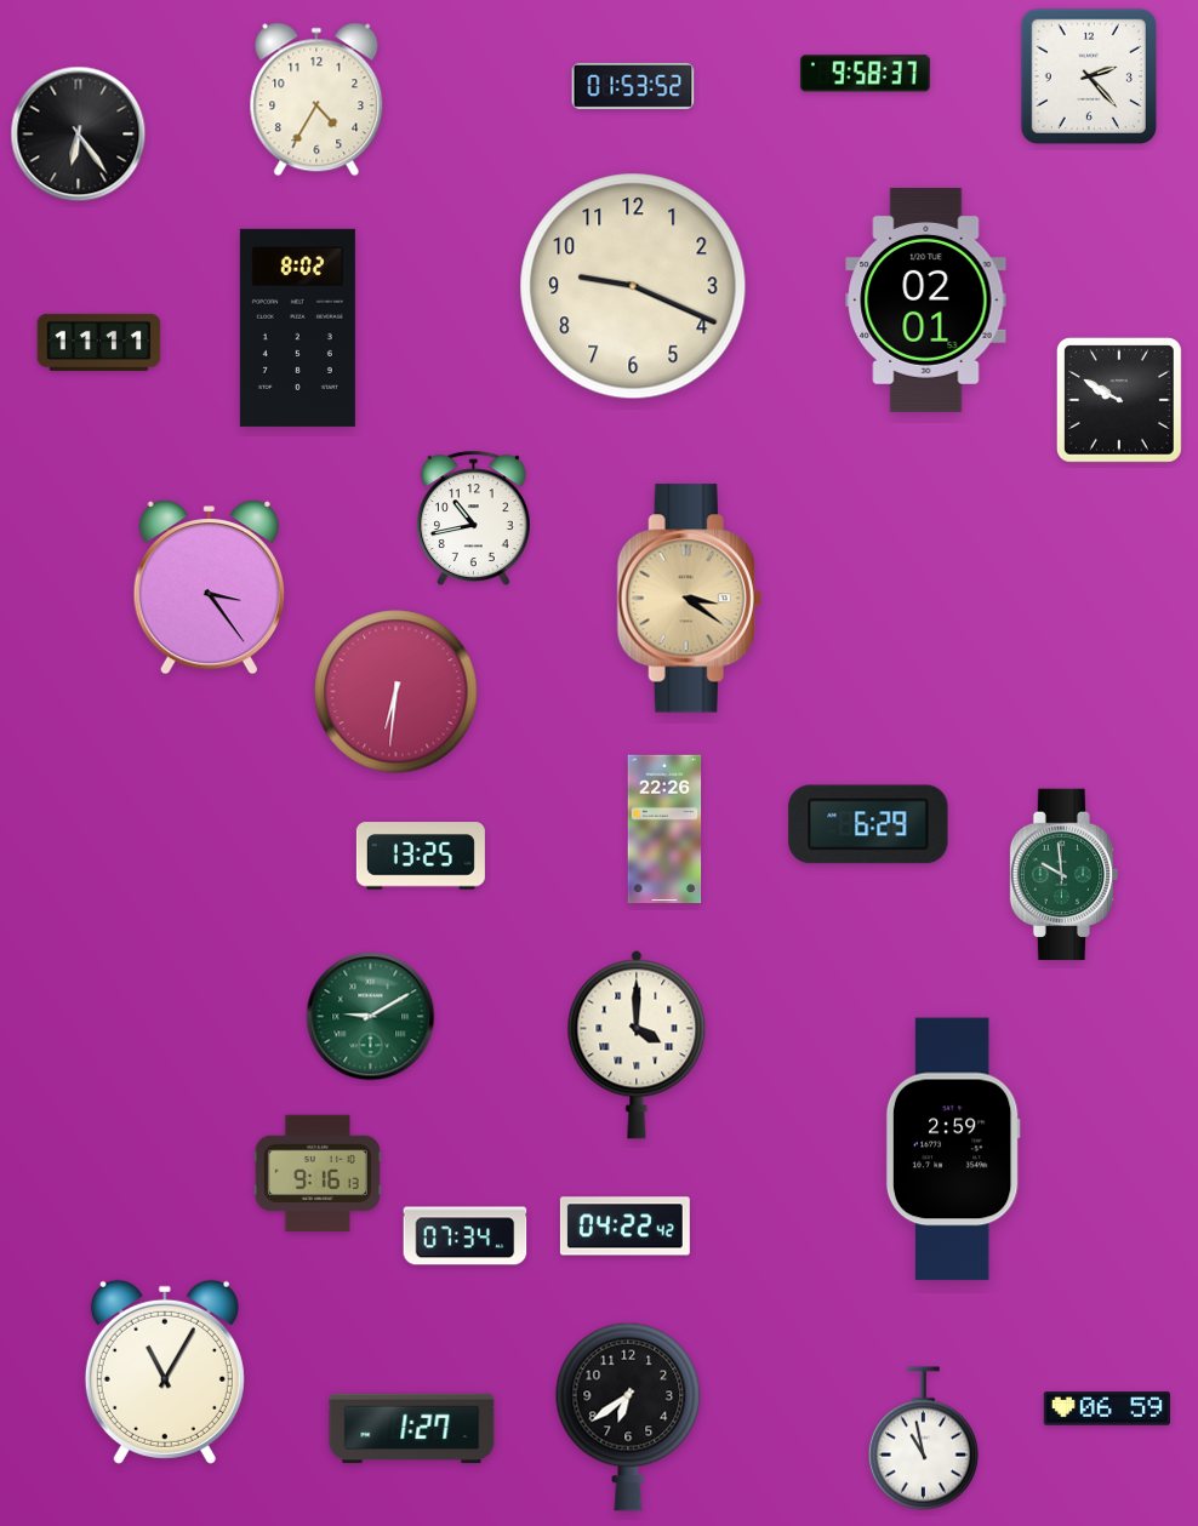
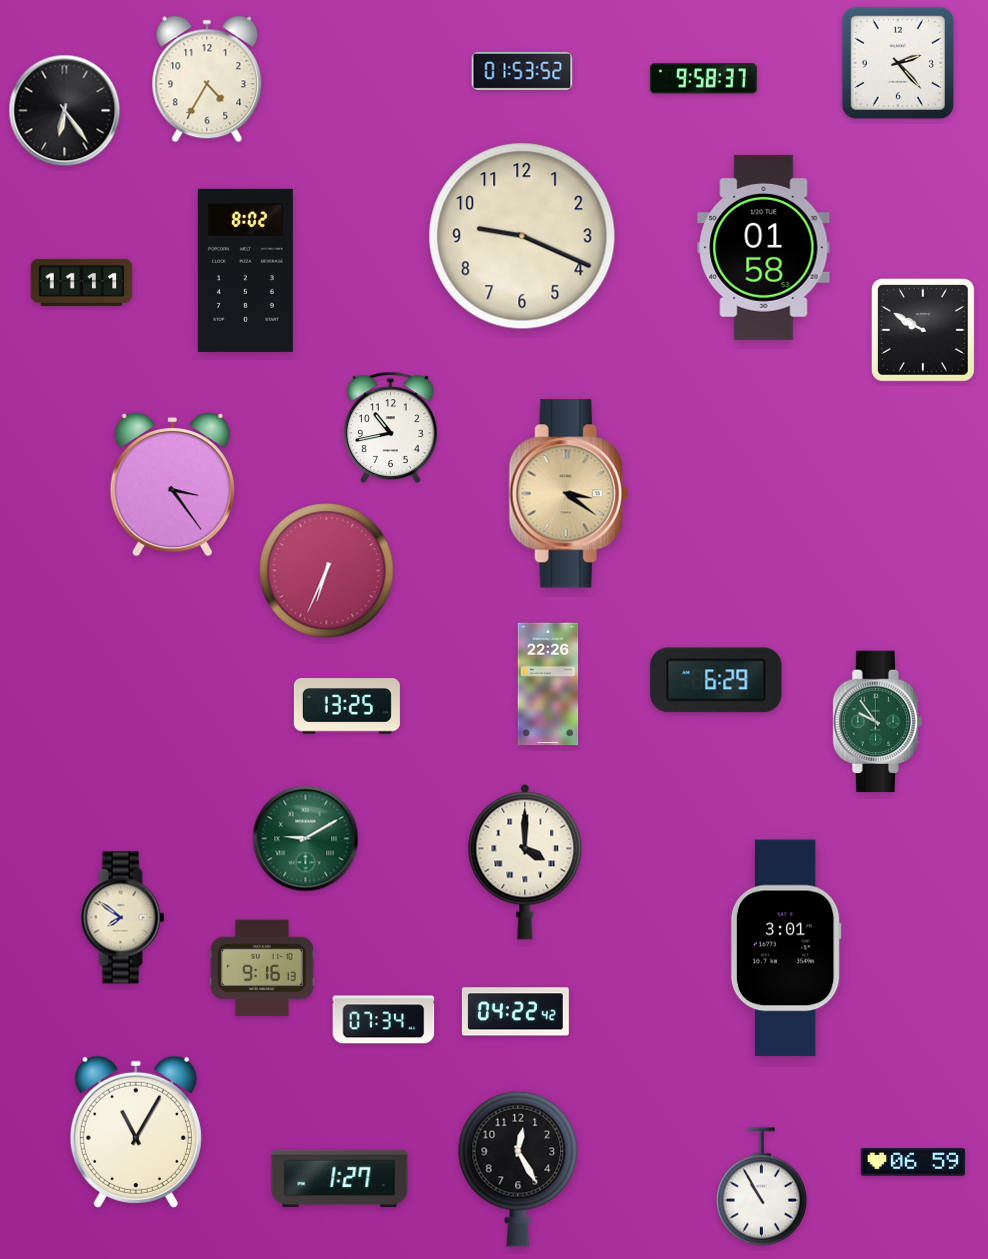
clock at (865, 74) position: (865, 74) -> (703, 79)
clock at (316, 99) position: (316, 99) -> (207, 79)
clock at (926, 299): 02:01 -> 01:58
clock at (397, 692): 6:31 -> 6:34
clock at (1065, 875): 9:59 -> 9:54
clock at (123, 918): none -> 7:51
clock at (953, 1149): 2:59 -> 3:01
clock at (628, 1417): 6:39 -> 12:25
clock at (923, 1439): 10:58 -> 10:55
